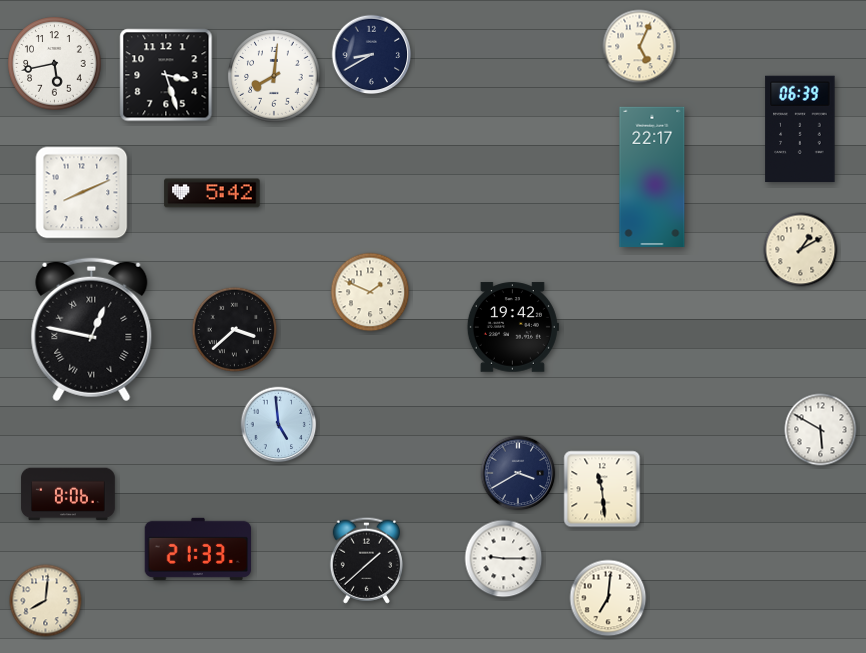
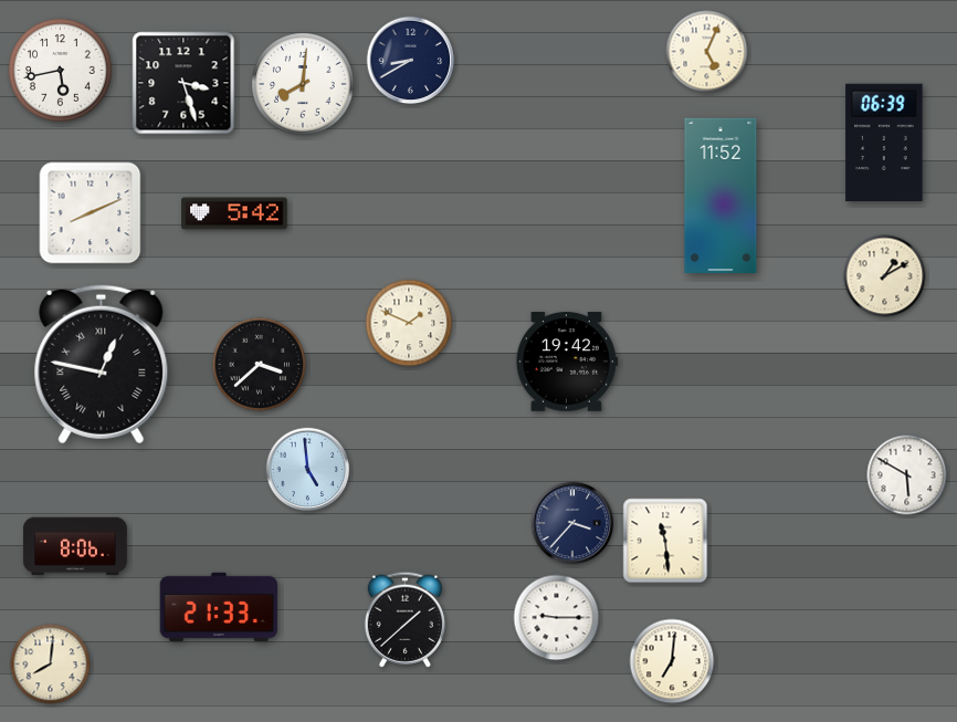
clock at (652, 177): 22:17 -> 11:52
clock at (518, 473): 3:40 -> 3:37
